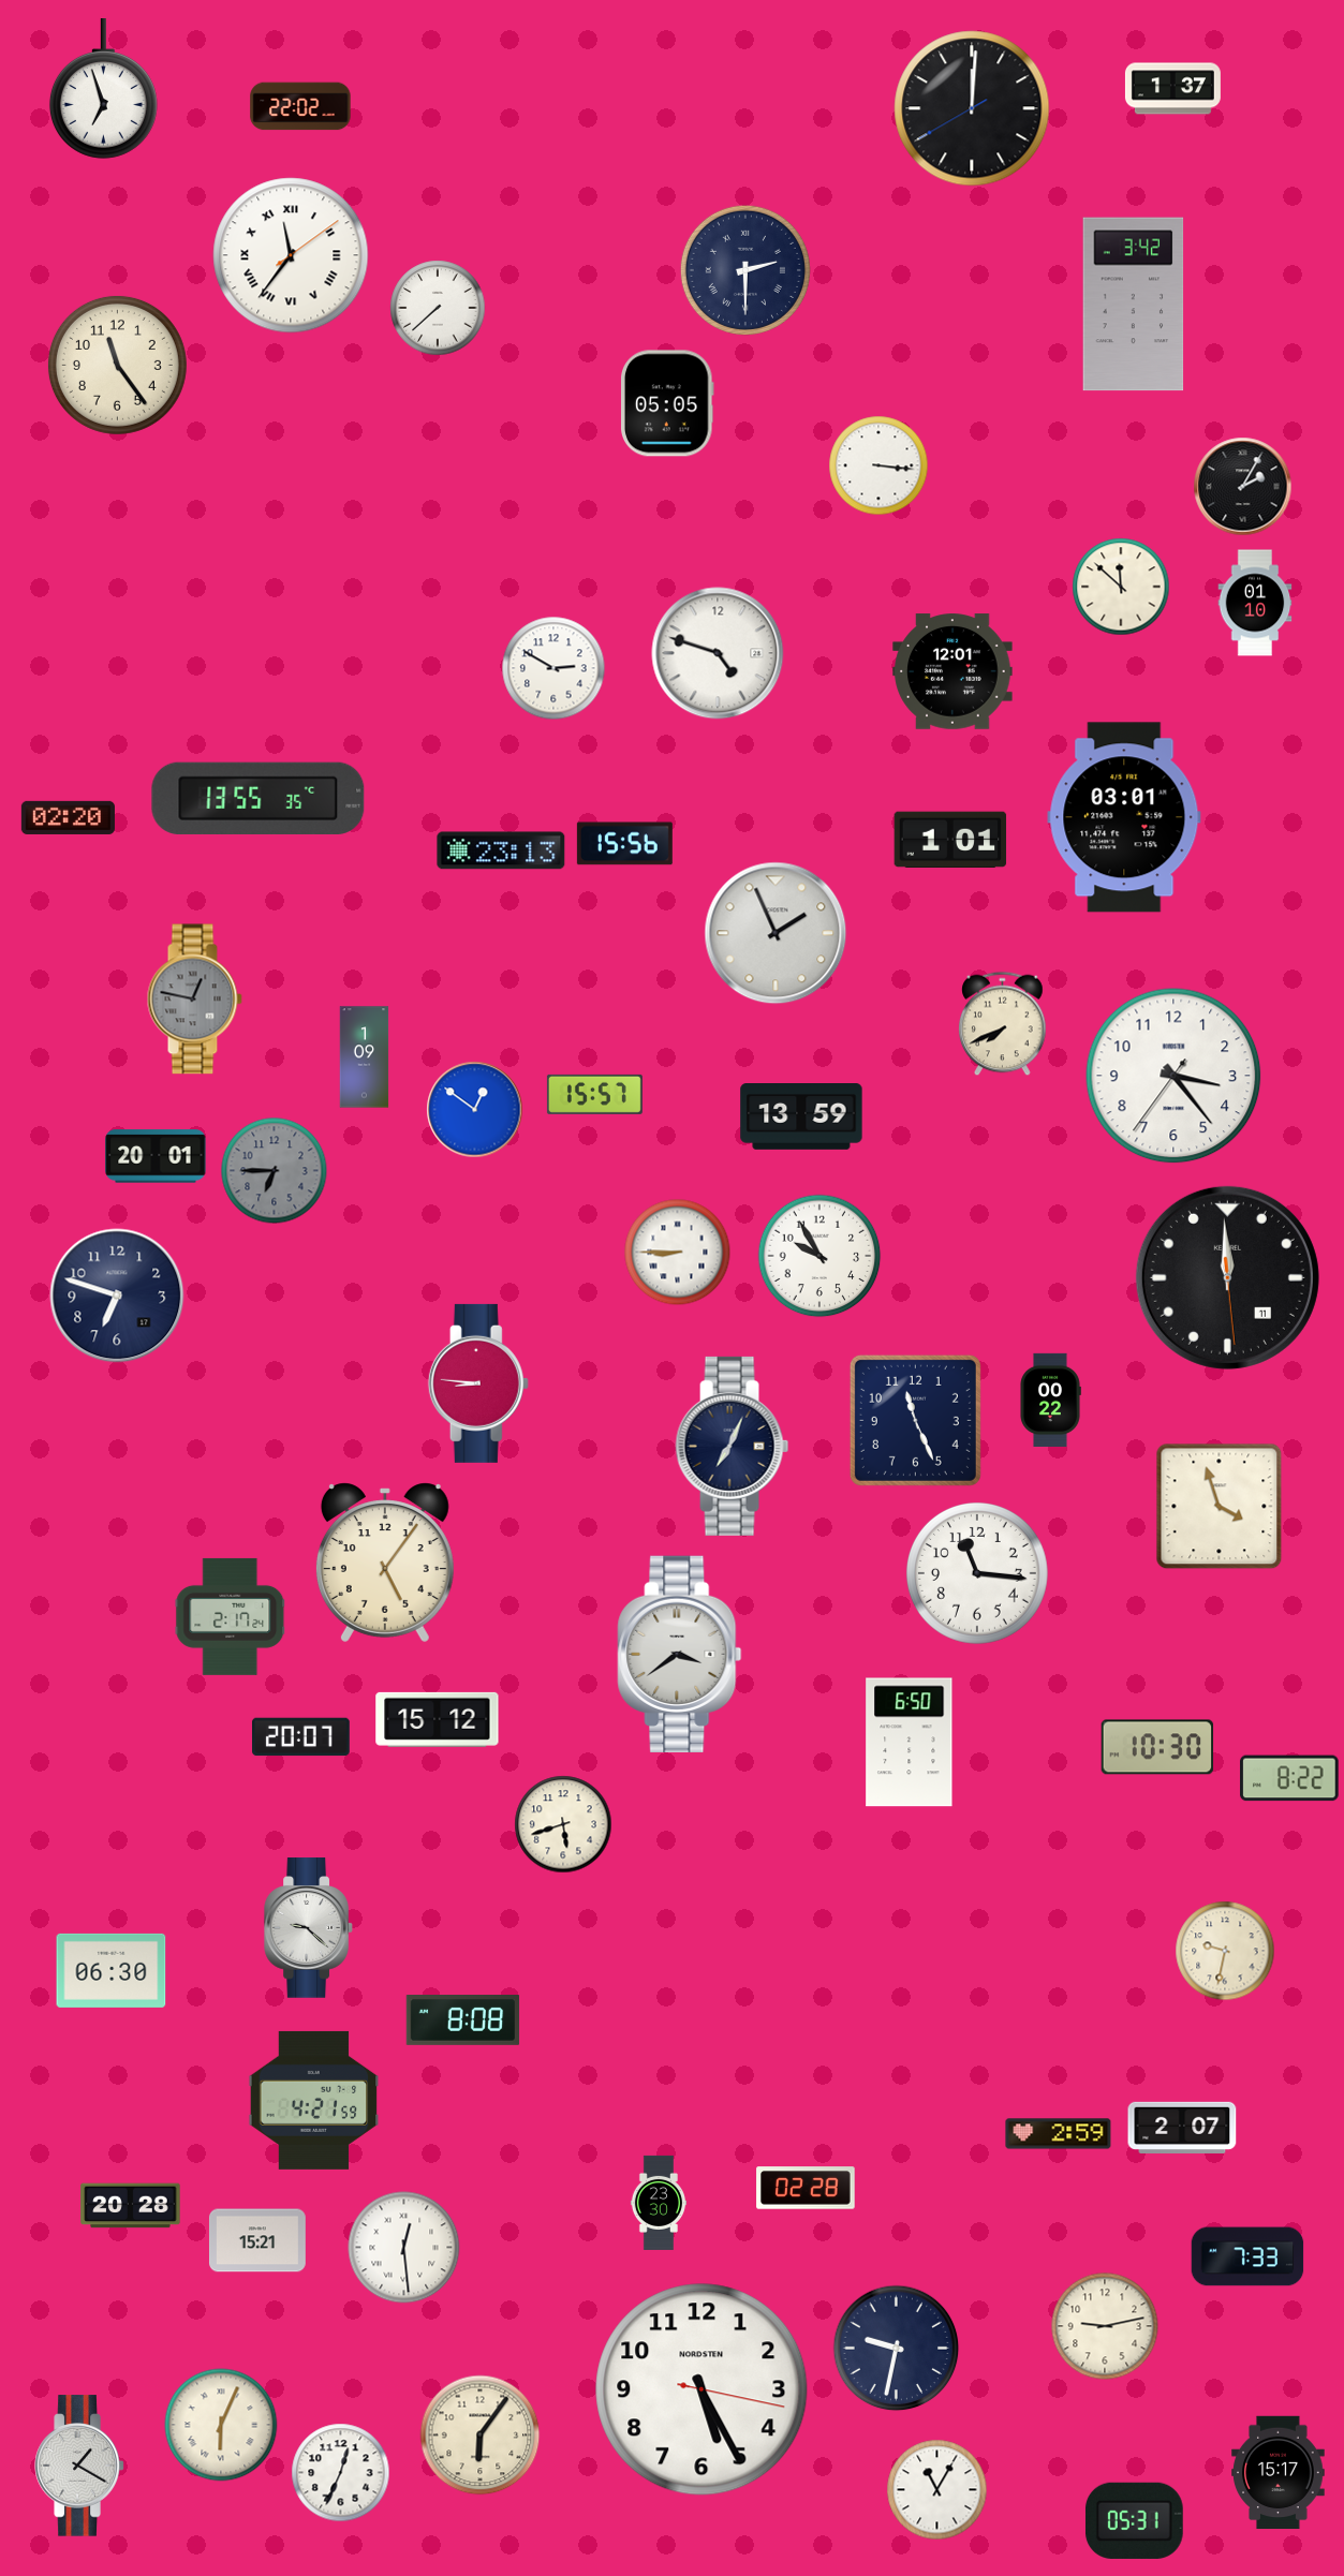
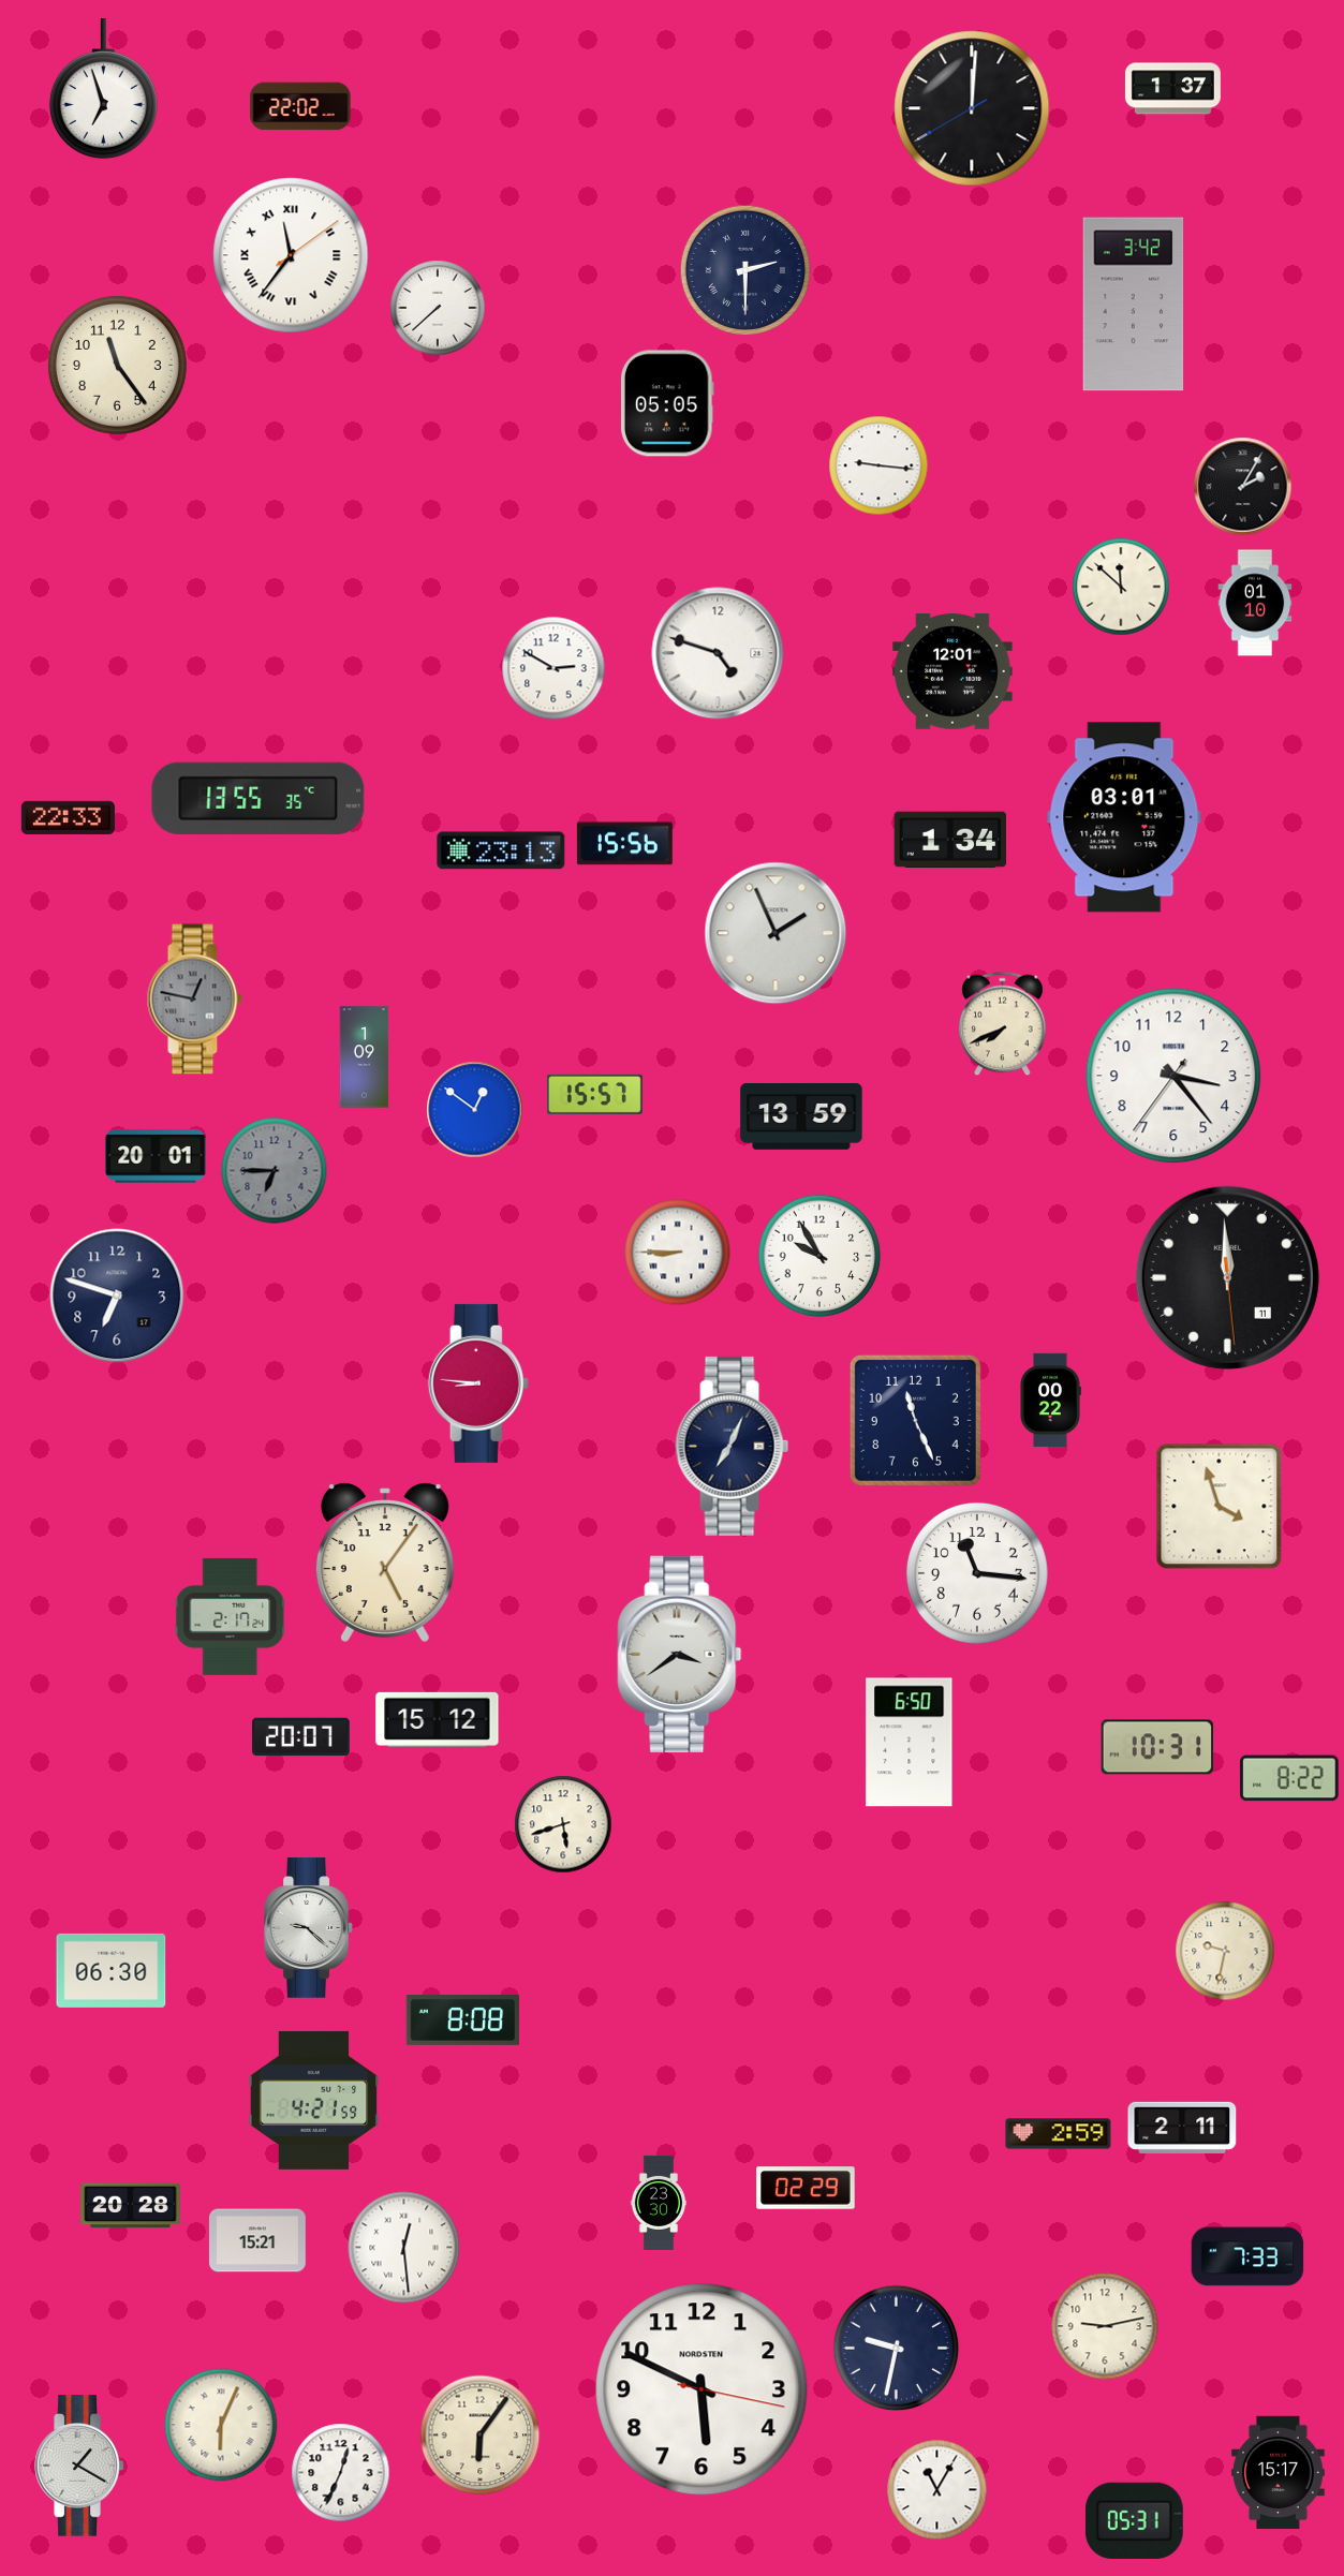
clock at (878, 465): 3:16 -> 9:16
clock at (68, 817): 02:20 -> 22:33
clock at (950, 840): 1:01 -> 1:34
clock at (1157, 1747): 10:30 -> 10:31
clock at (1182, 2128): 2:07 -> 2:11
clock at (806, 2188): 02:28 -> 02:29
clock at (701, 2389): 5:25 -> 5:49
